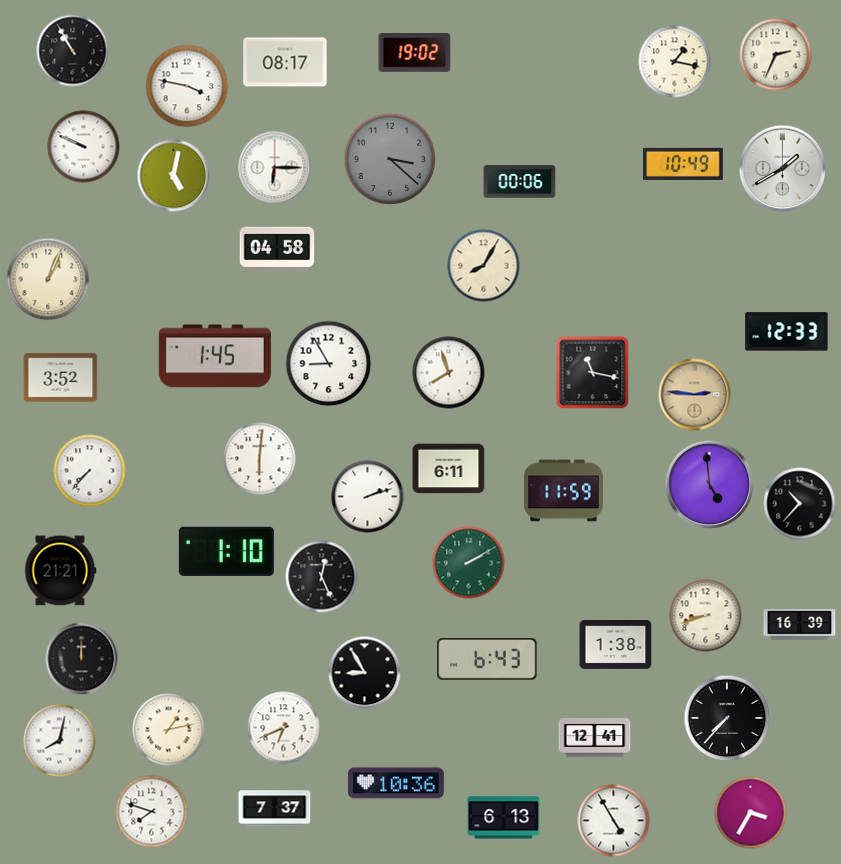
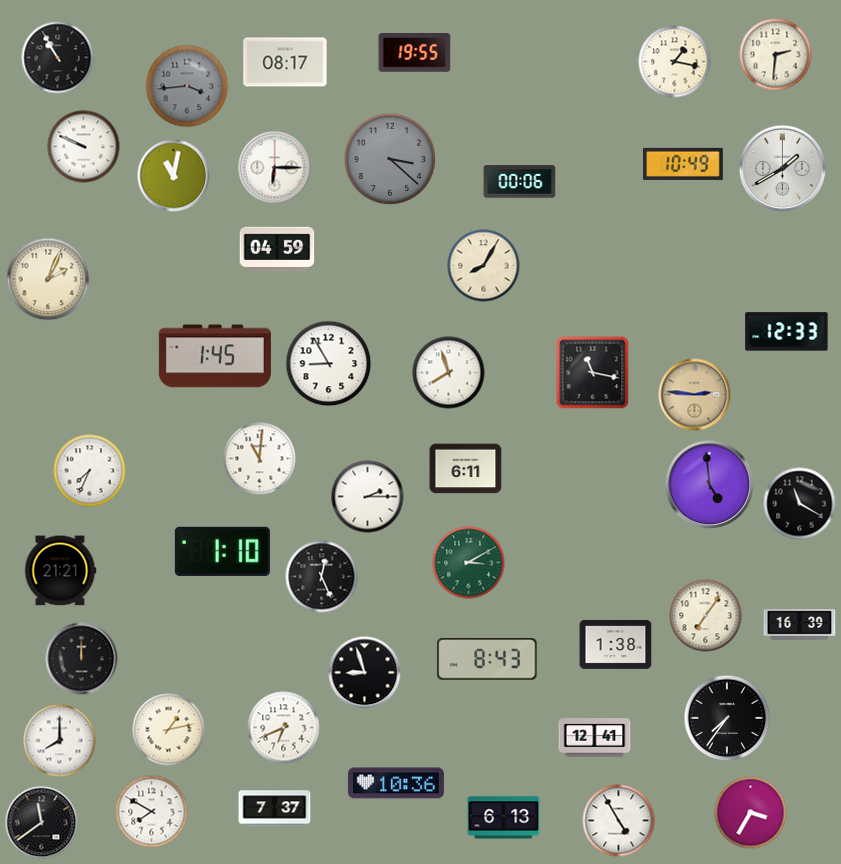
clock at (73, 51) position: (73, 51) -> (58, 58)
clock at (415, 53): 19:02 -> 19:55
clock at (776, 55): 2:34 -> 2:31
clock at (187, 86): 3:47 -> 3:44
clock at (187, 86) dial: white -> grey
clock at (174, 176): 5:02 -> 11:02
clock at (277, 249): 04:58 -> 04:59
clock at (48, 279): 1:04 -> 2:04
clock at (61, 378): 3:52 -> none
clock at (260, 459): 6:01 -> 11:01
clock at (449, 469) position: (449, 469) -> (466, 469)
clock at (90, 471): 7:37 -> 7:34
clock at (563, 491): 11:59 -> none
clock at (368, 497): 2:12 -> 2:15
clock at (800, 504): 10:37 -> 11:20
clock at (226, 551) position: (226, 551) -> (222, 551)
clock at (469, 563): 2:10 -> 3:10
clock at (706, 616): 8:42 -> 7:06
clock at (487, 660): 6:43 -> 8:43
clock at (365, 673): 8:55 -> 8:57
clock at (727, 718): 7:37 -> 7:36
clock at (60, 741): 8:02 -> 8:00
clock at (152, 812): 7:48 -> 7:50
clock at (614, 821) position: (614, 821) -> (619, 821)
clock at (42, 823): none -> 11:39
